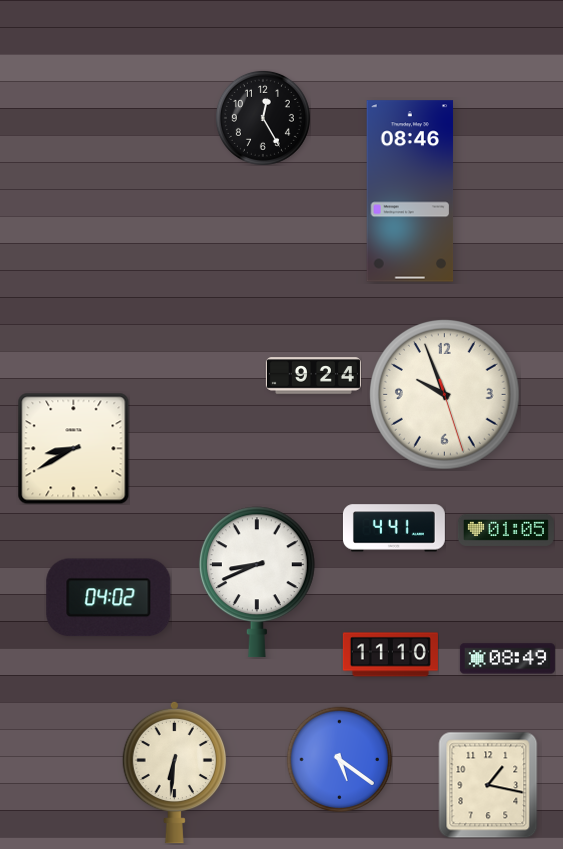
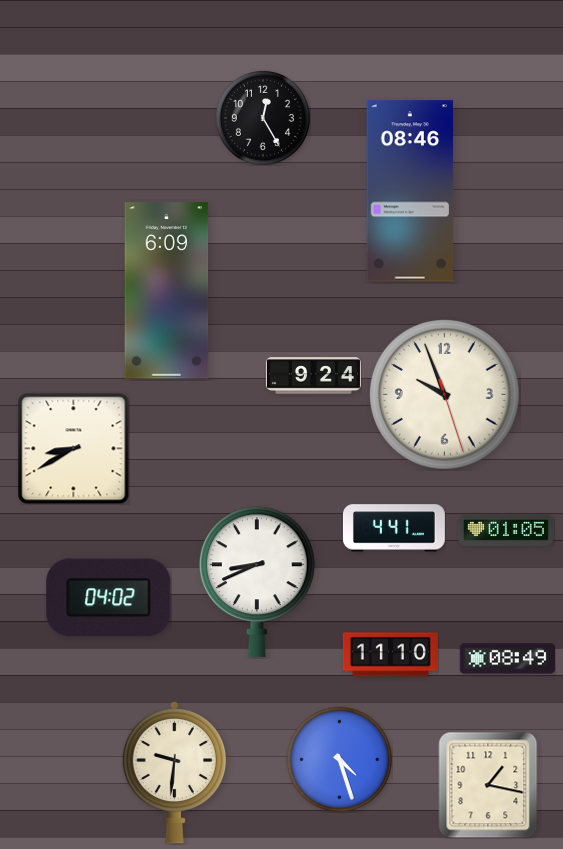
clock at (167, 291): none -> 6:09
clock at (339, 759): 5:21 -> 4:27
clock at (174, 772): 6:31 -> 9:31
